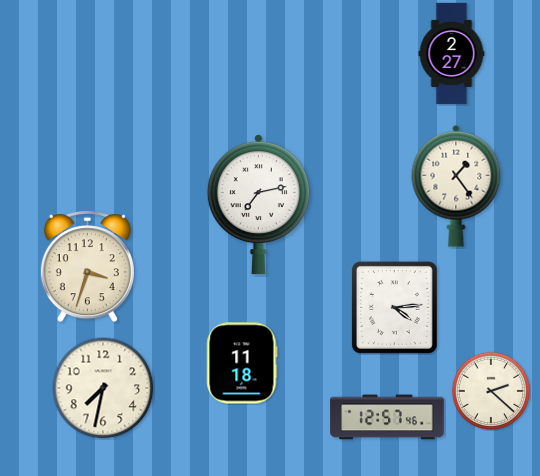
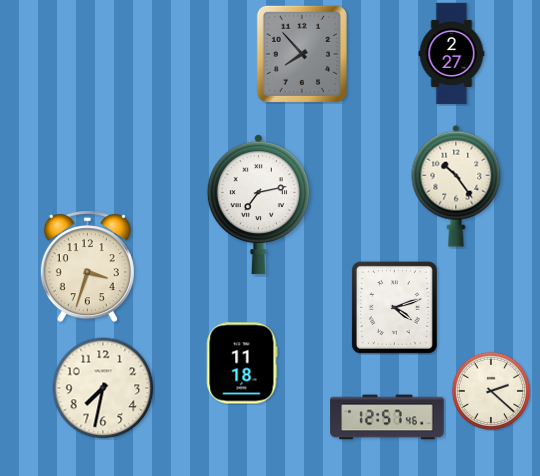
clock at (302, 54): none -> 7:53
clock at (456, 186): 1:24 -> 10:24
clock at (394, 307): 4:14 -> 4:12
